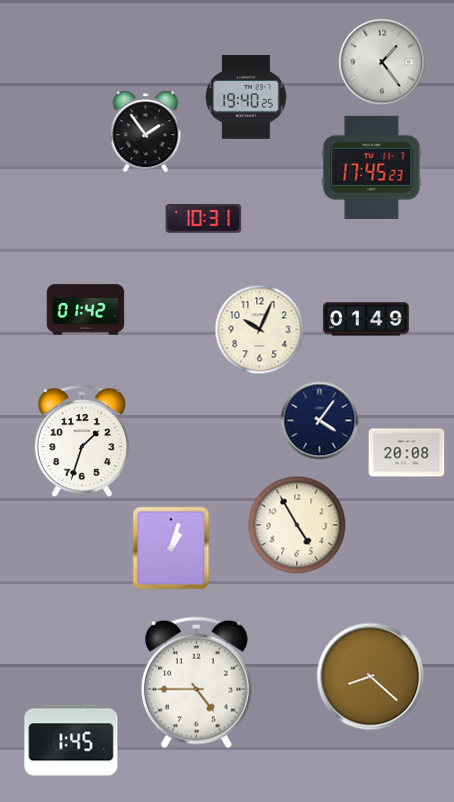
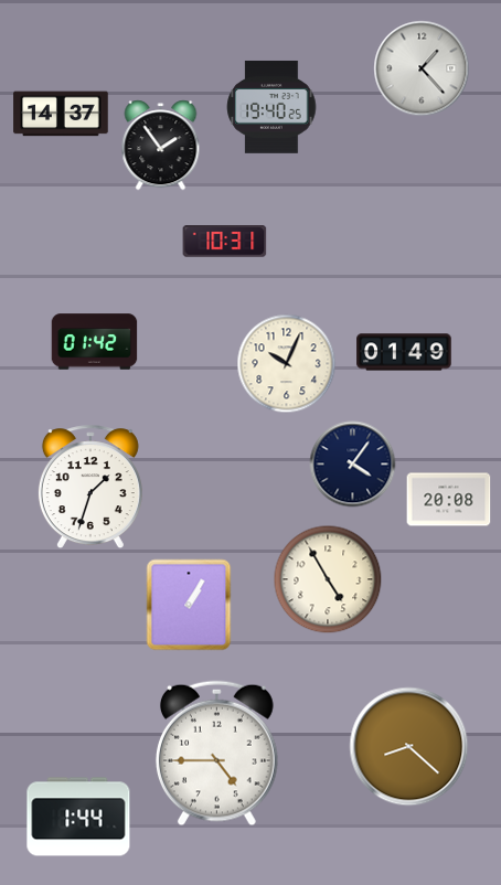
clock at (382, 62): 1:24 -> 1:23
clock at (61, 114): none -> 14:37
clock at (372, 167): 17:45 -> none
clock at (171, 548): 1:03 -> 1:05
clock at (71, 740): 1:45 -> 1:44
